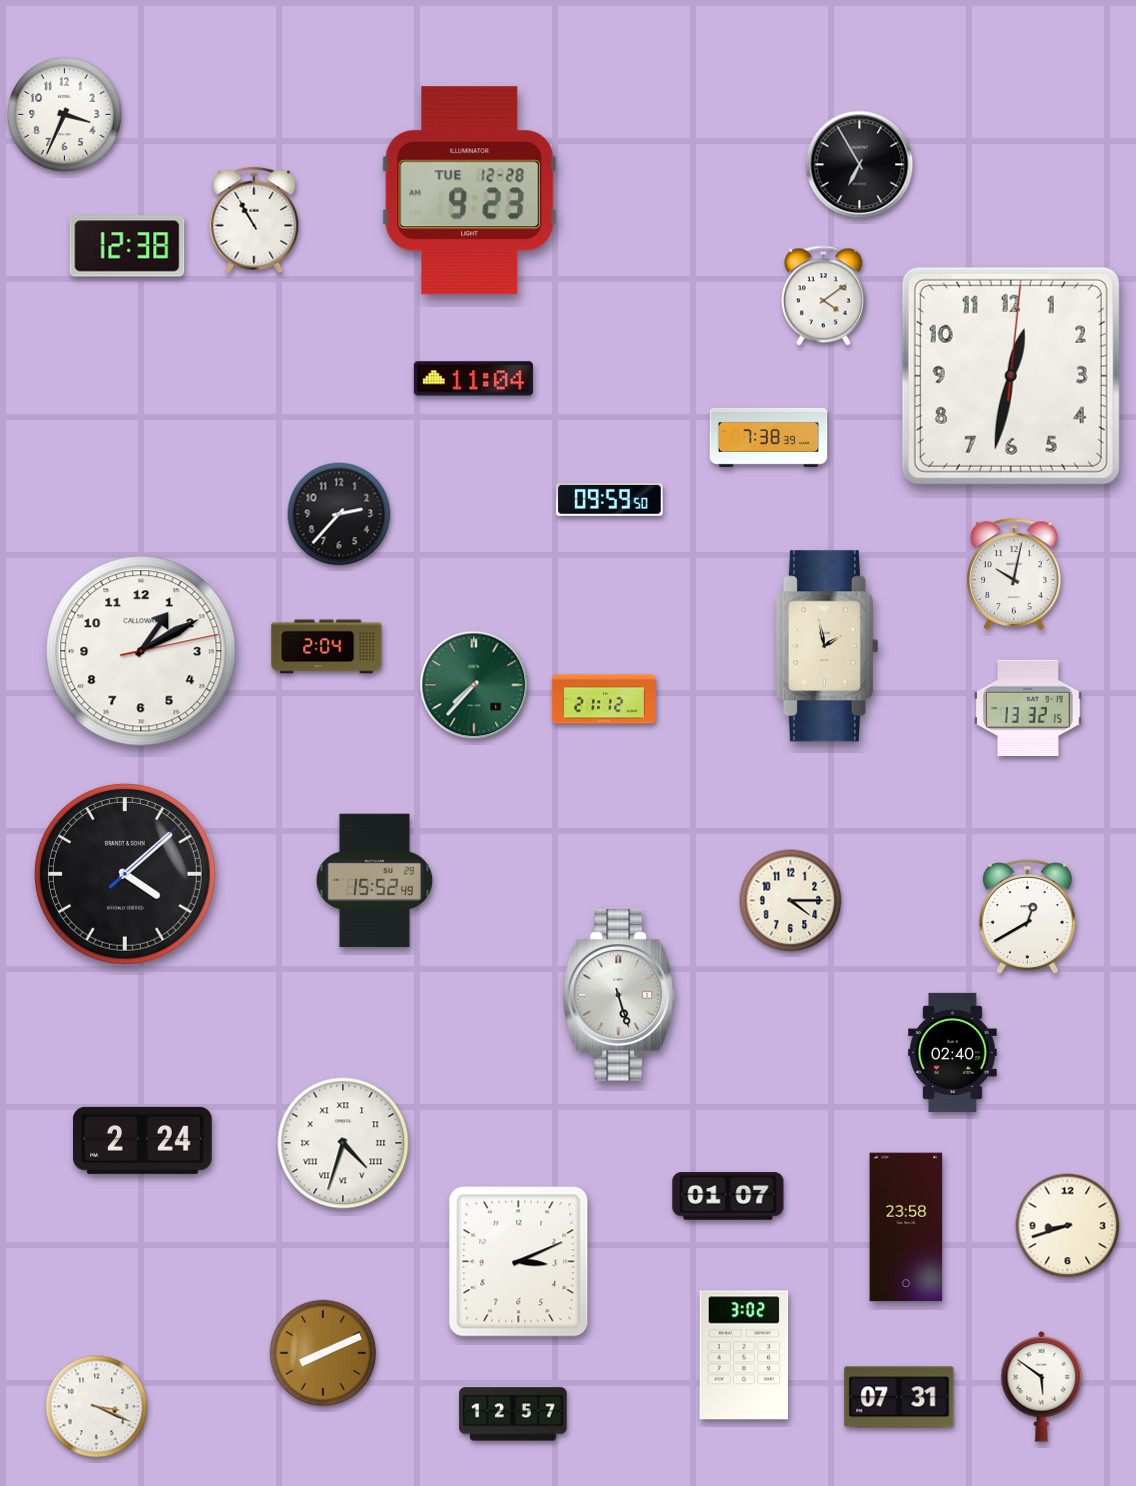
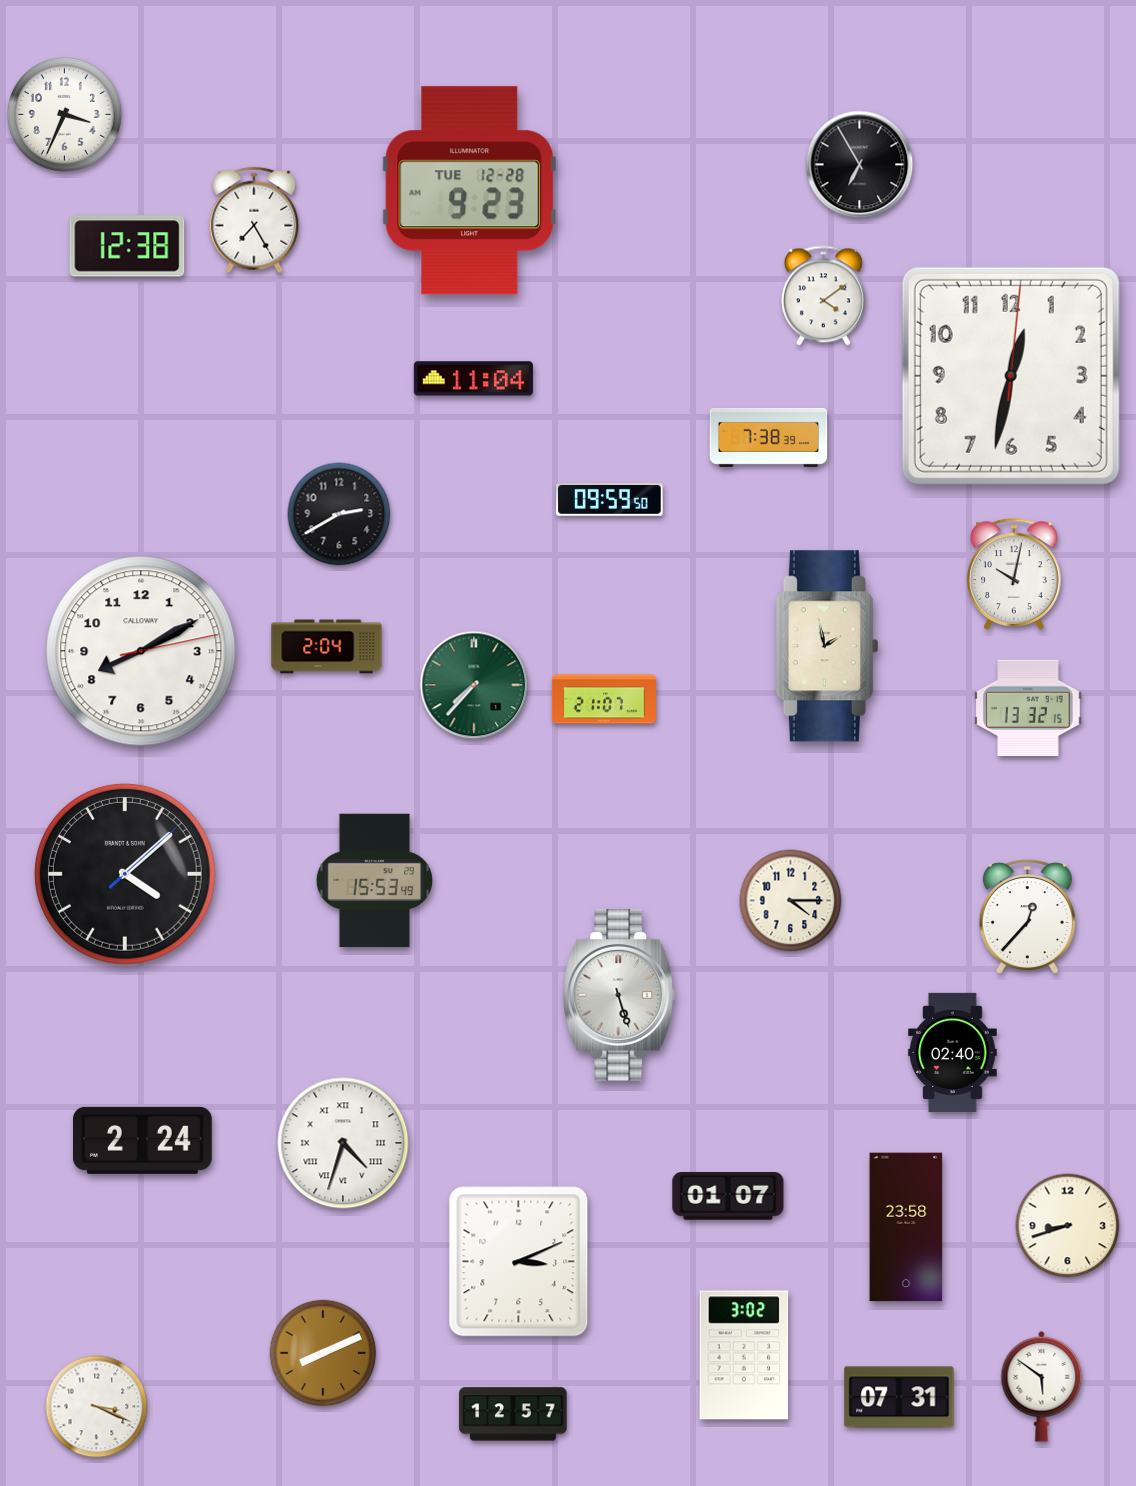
clock at (254, 220): 10:55 -> 7:25
clock at (339, 514): 2:37 -> 2:40
clock at (141, 651): 1:10 -> 8:10
clock at (604, 699): 21:12 -> 21:07
clock at (374, 881): 15:52 -> 15:53
clock at (1027, 916): 12:40 -> 12:37
